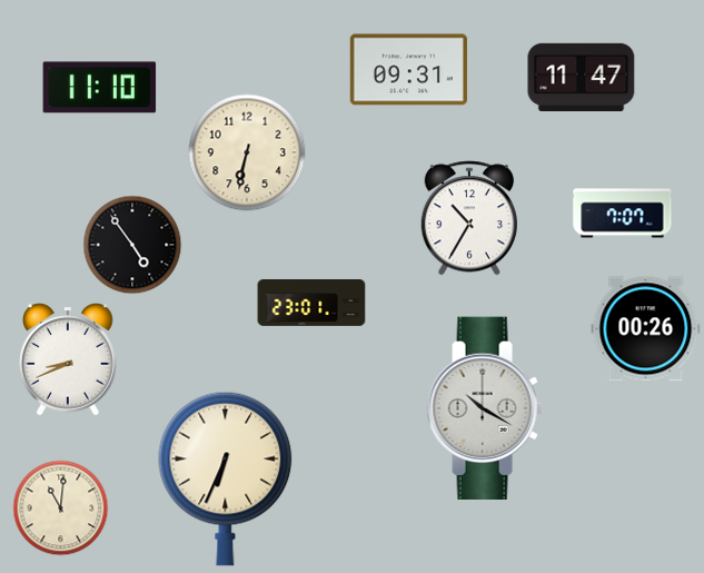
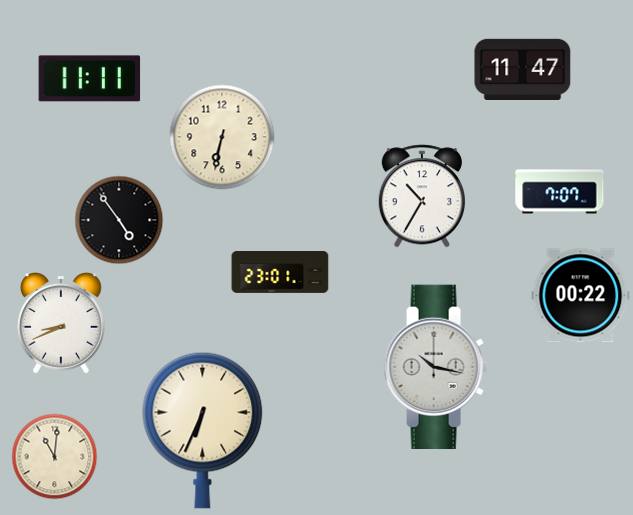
clock at (408, 70): 09:31 -> none
clock at (100, 88): 11:10 -> 11:11
clock at (646, 329): 00:26 -> 00:22
clock at (485, 407): 10:20 -> 10:17
